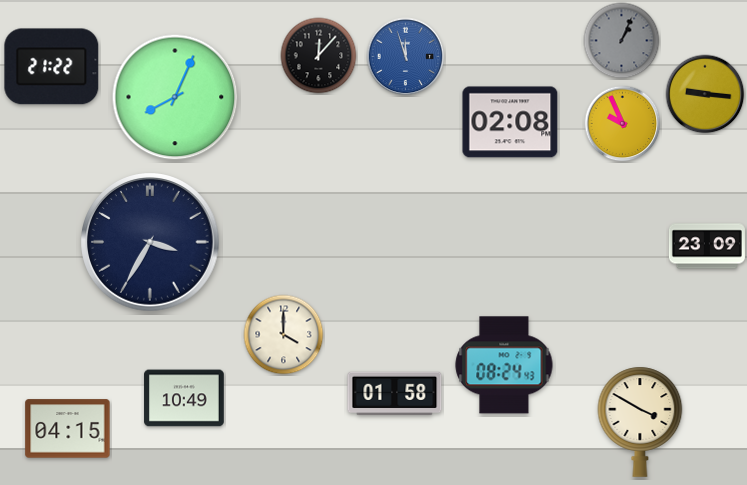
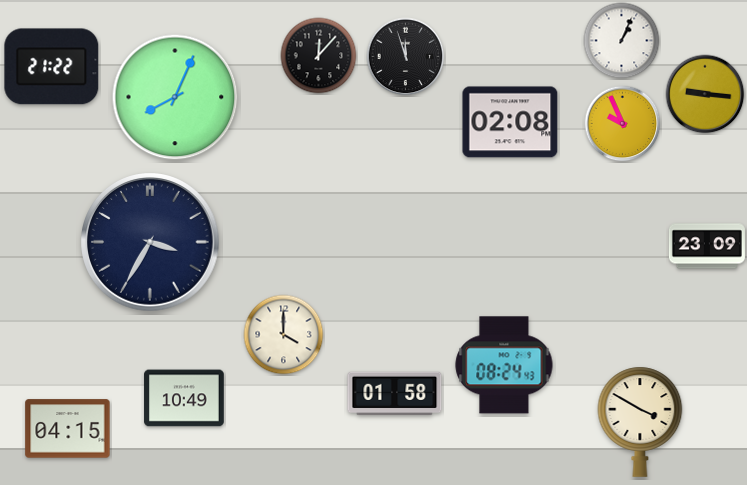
clock at (622, 41) dial: grey -> white
clock at (406, 57) dial: blue -> black
